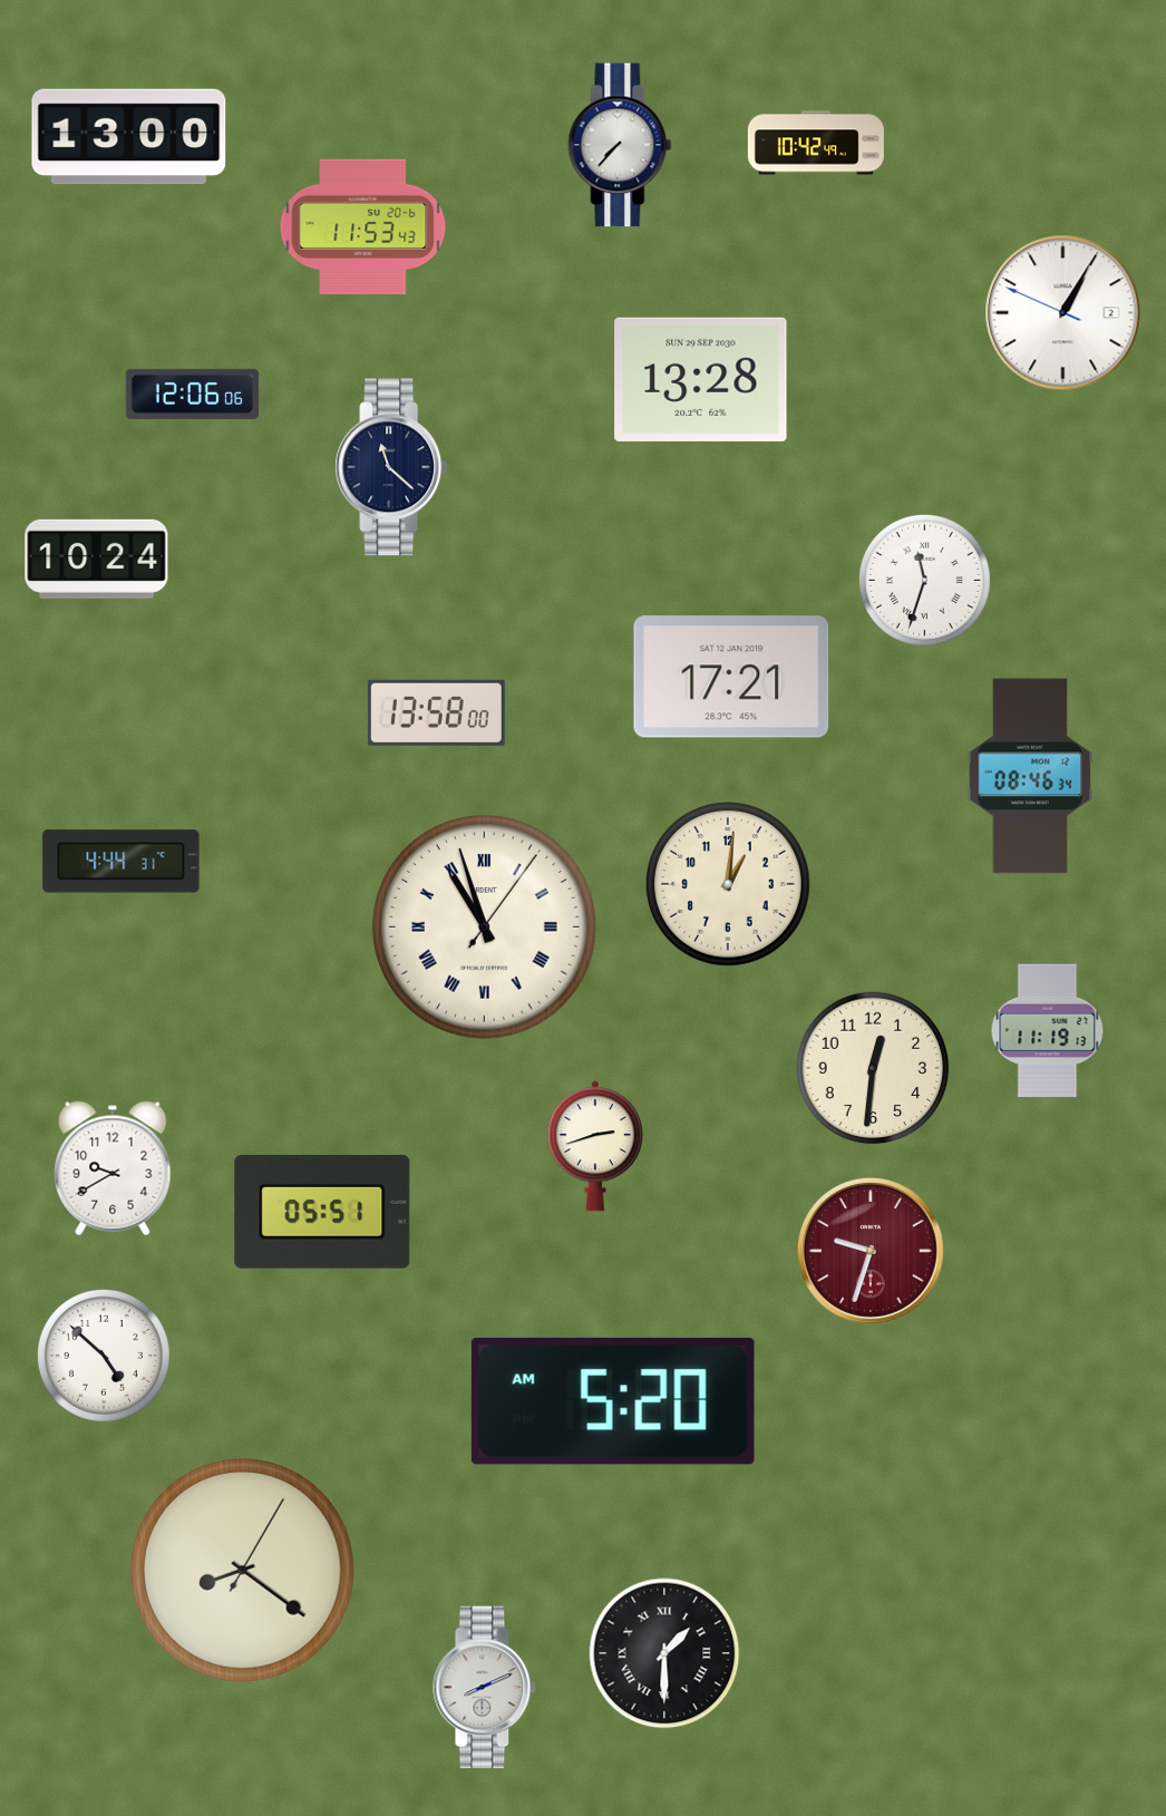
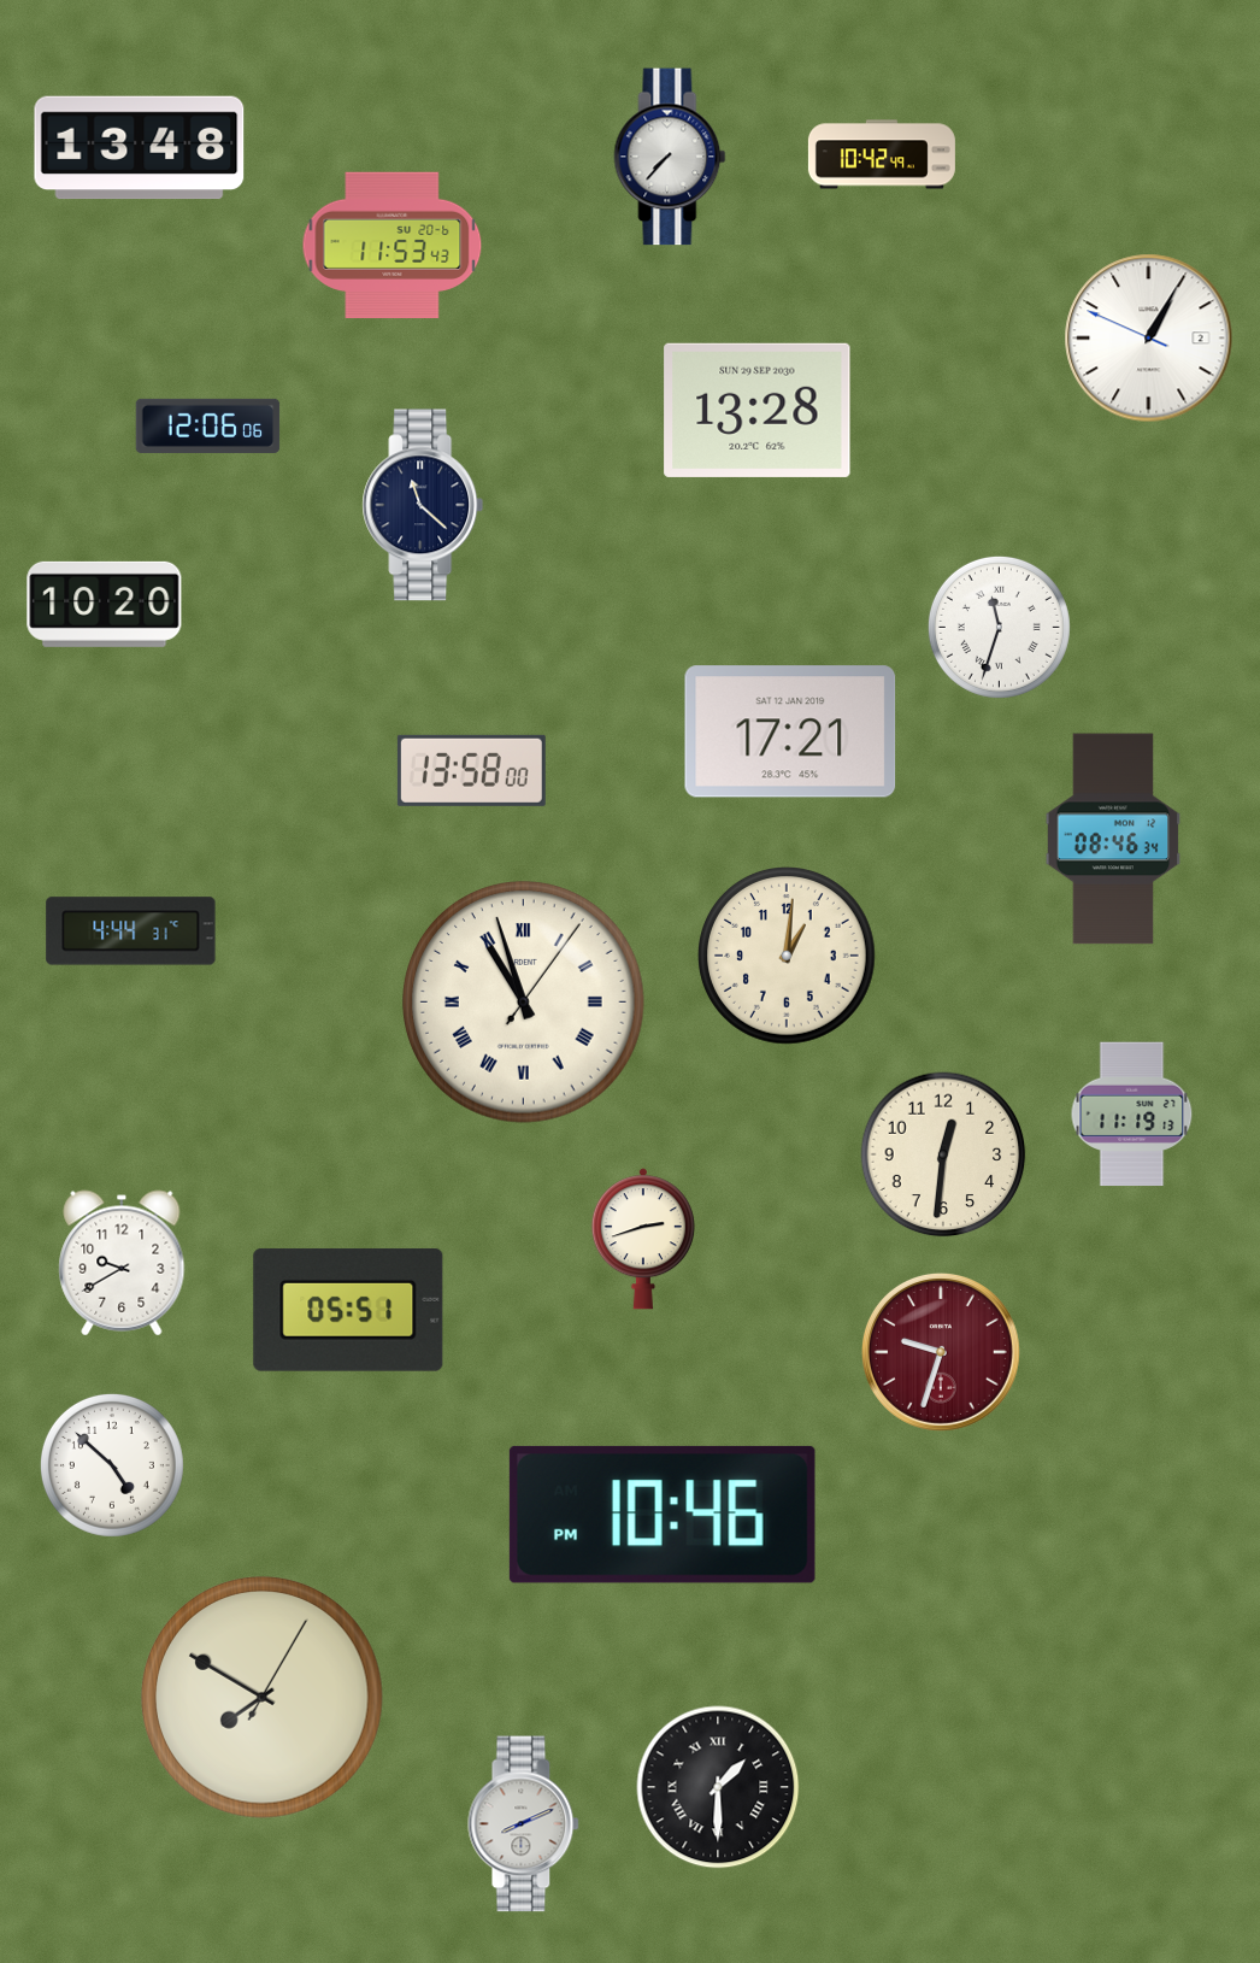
clock at (129, 137): 13:00 -> 13:48
clock at (97, 559): 10:24 -> 10:20
clock at (613, 1401): 5:20 -> 10:46
clock at (243, 1571): 8:21 -> 7:50
